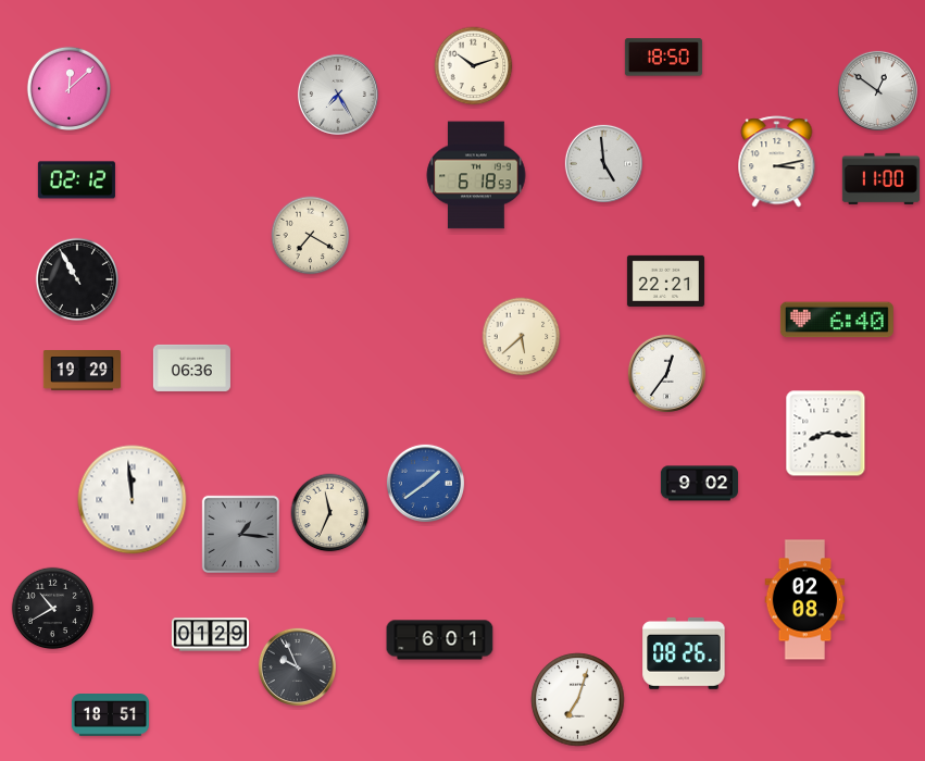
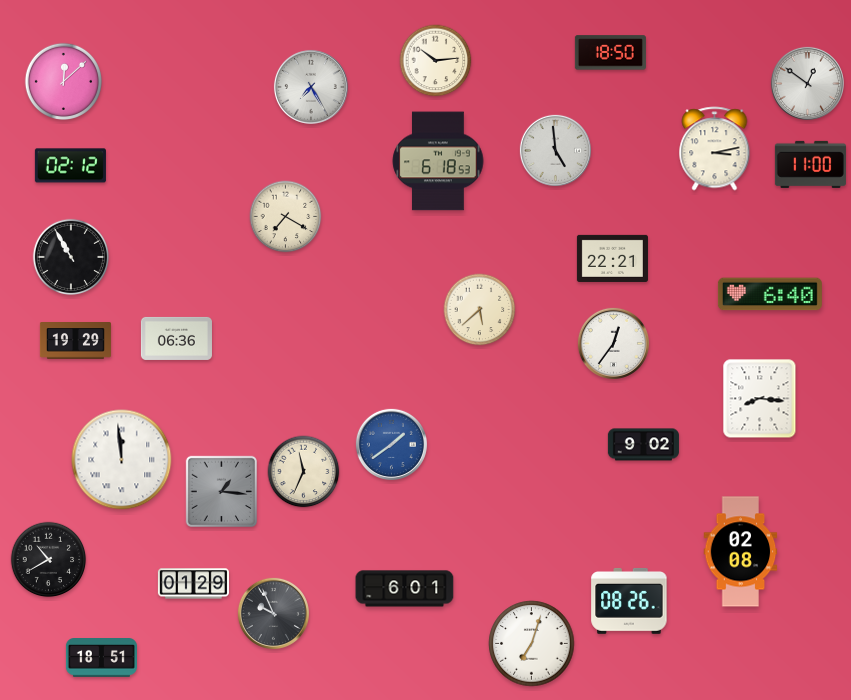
clock at (474, 66): 10:12 -> 10:14
